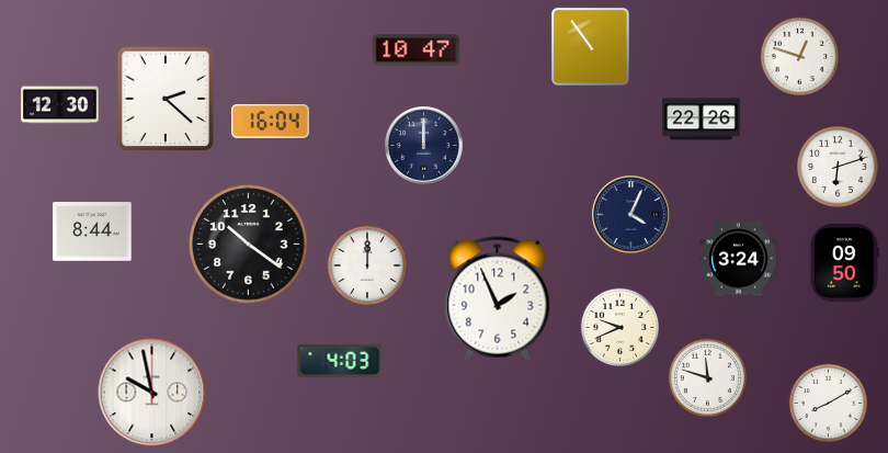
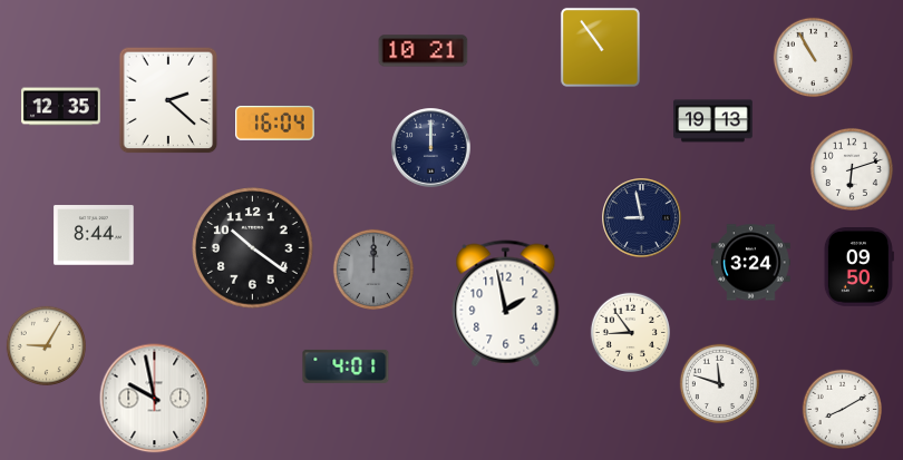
clock at (417, 50): 10:47 -> 10:21
clock at (799, 56): 12:48 -> 10:55
clock at (60, 105): 12:30 -> 12:35
clock at (702, 120): 22:26 -> 19:13
clock at (631, 215): 4:04 -> 8:58
clock at (367, 265) dial: white -> grey
clock at (498, 299): 1:56 -> 1:58
clock at (619, 327): 9:41 -> 8:54
clock at (46, 345): none -> 9:05
clock at (340, 361): 4:03 -> 4:01
